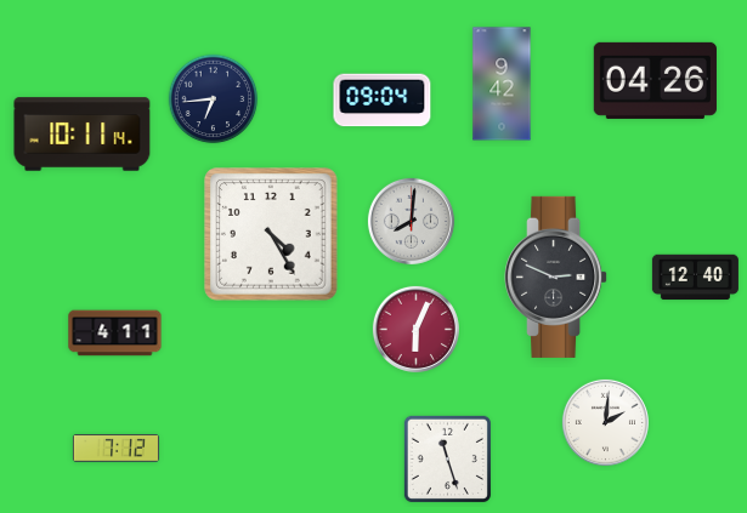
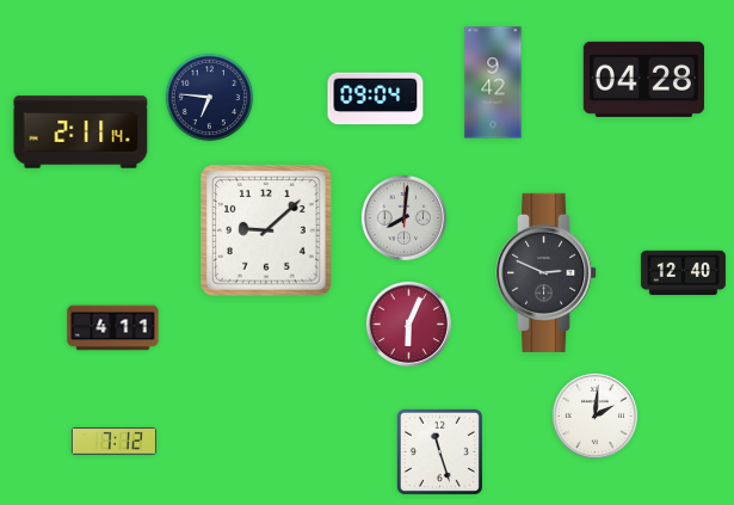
clock at (655, 80): 04:26 -> 04:28
clock at (214, 99): 6:44 -> 6:46
clock at (83, 135): 10:11 -> 2:11
clock at (271, 234): 4:25 -> 9:08
